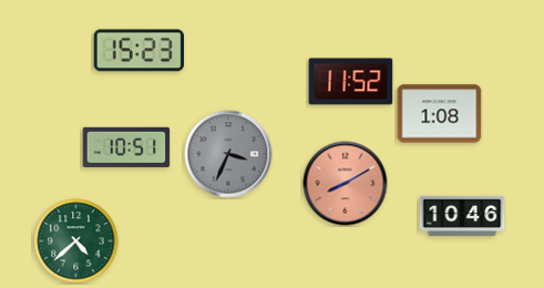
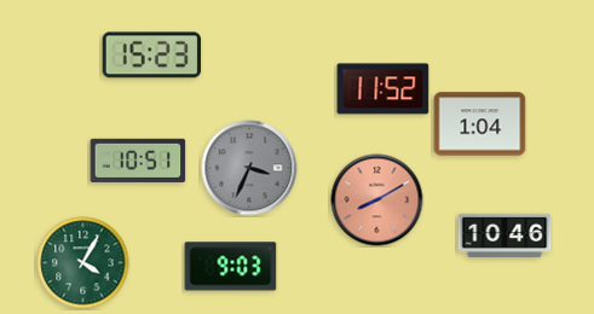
clock at (440, 114): 1:08 -> 1:04
clock at (76, 241): 4:38 -> 4:05
clock at (231, 267): none -> 9:03
